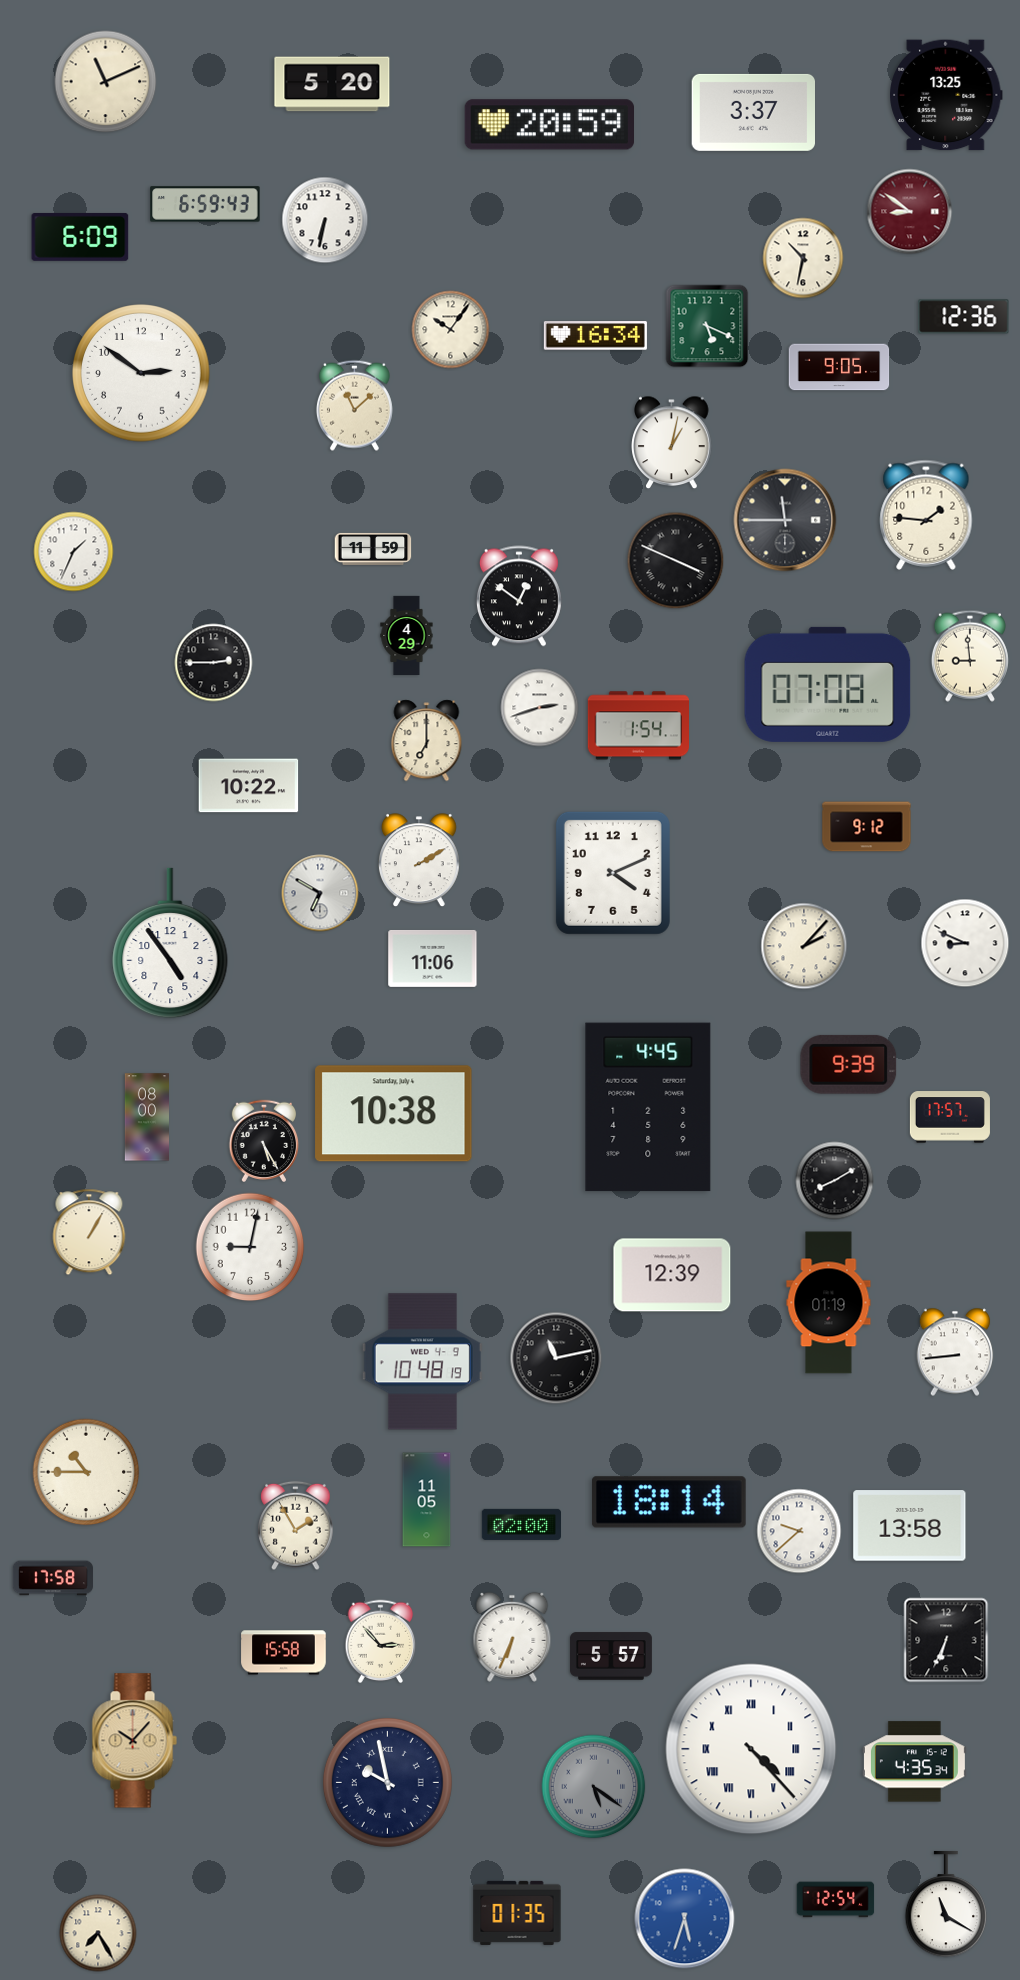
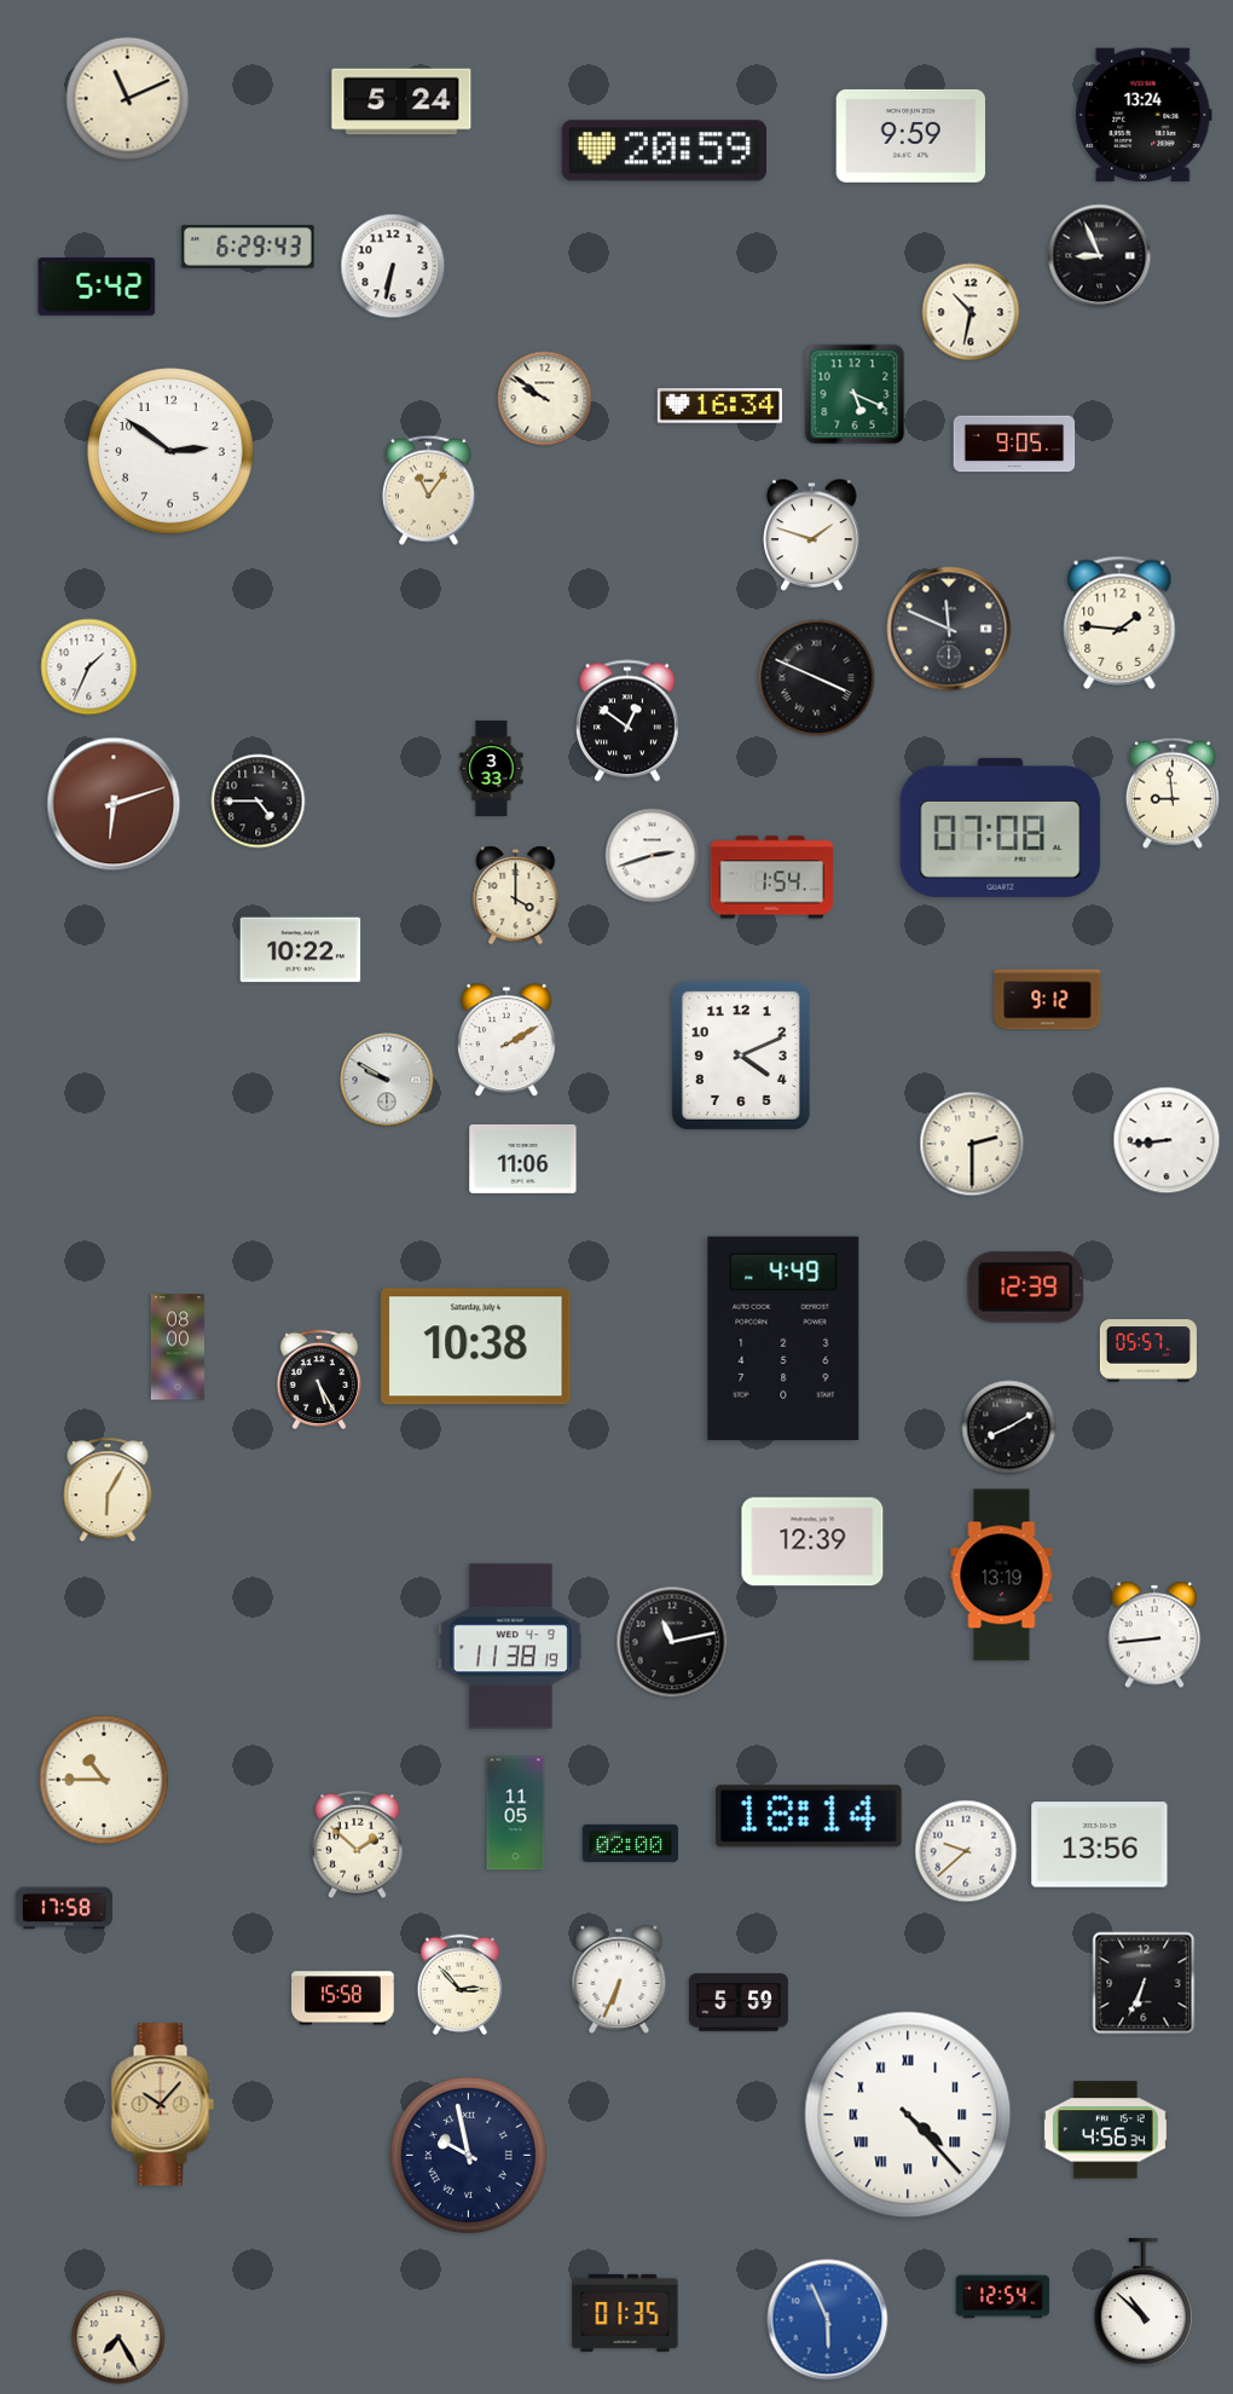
clock at (332, 84): 5:20 -> 5:24
clock at (946, 95): 13:25 -> 13:24
clock at (754, 112): 3:37 -> 9:59
clock at (205, 204): 6:59 -> 6:29
clock at (910, 212): 8:51 -> 8:56
clock at (910, 212) dial: burgundy -> black
clock at (80, 237): 6:09 -> 5:42
clock at (964, 317): 12:36 -> none
clock at (451, 330): 10:06 -> 9:51
clock at (354, 405): 11:08 -> 11:06
clock at (672, 443): 1:02 -> 1:48
clock at (785, 520): 11:45 -> 11:49
clock at (373, 549): 11:59 -> none
clock at (407, 636): 4:29 -> 3:33
clock at (214, 663): 2:45 -> 4:45
clock at (114, 804): none -> 6:12
clock at (427, 741): 7:00 -> 4:00
clock at (320, 893): 6:50 -> 9:50
clock at (170, 943): 4:54 -> none
clock at (965, 943): 8:49 -> 8:44
clock at (804, 946): 2:07 -> 2:30
clock at (849, 1064): 9:39 -> 12:39
clock at (648, 1107): 4:45 -> 4:49
clock at (146, 1117) position: (146, 1117) -> (176, 1347)
clock at (950, 1117): 17:57 -> 05:57
clock at (89, 1232): 1:05 -> 6:05
clock at (250, 1247): 9:02 -> none
clock at (829, 1303): 01:19 -> 13:19
clock at (422, 1362): 10:48 -> 11:38
clock at (296, 1526): 1:55 -> 1:52
clock at (910, 1526): 13:58 -> 13:56
clock at (611, 1656): 5:57 -> 5:59
clock at (914, 1762): 4:35 -> 4:56
clock at (594, 1787): 5:21 -> none
clock at (836, 1900) position: (836, 1900) -> (1003, 2297)
clock at (946, 1904): 11:20 -> 10:52
clock at (685, 1919): 5:33 -> 5:56
